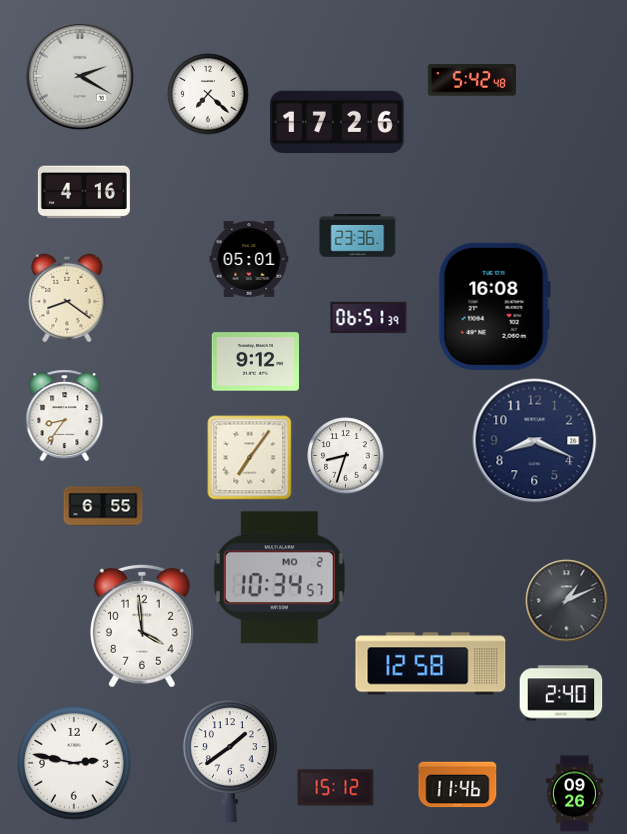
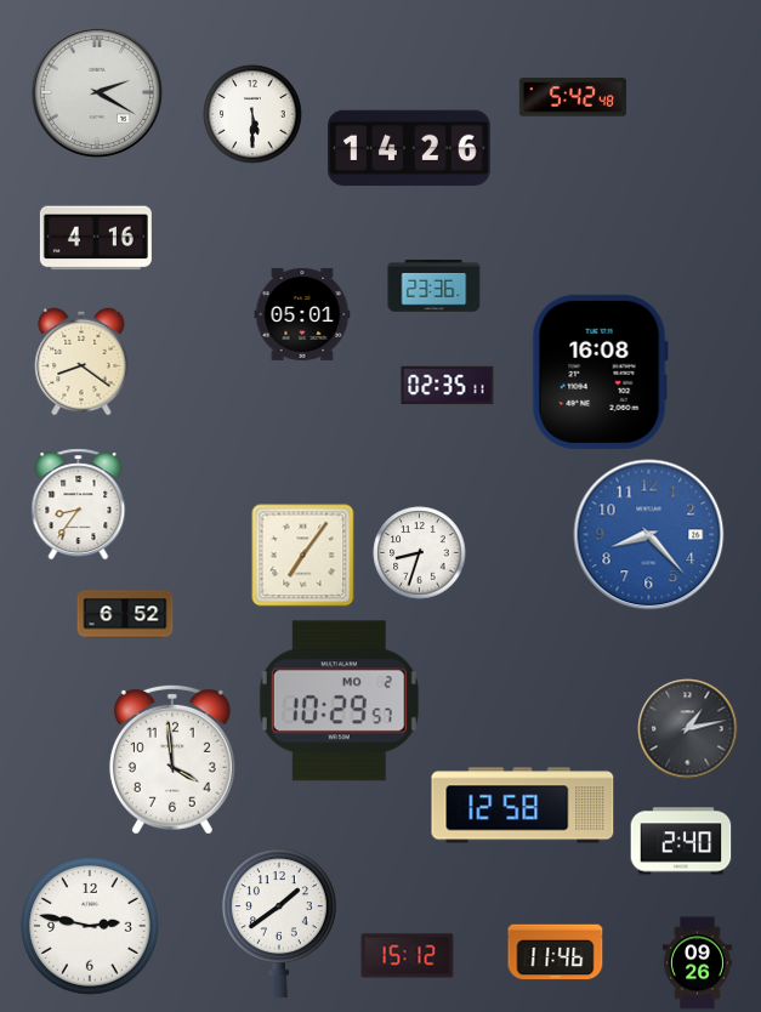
clock at (208, 94): 7:22 -> 5:30
clock at (337, 122): 17:26 -> 14:26
clock at (84, 192) position: (84, 192) -> (96, 238)
clock at (369, 318): 06:51 -> 02:35
clock at (255, 362): 9:12 -> none
clock at (535, 441): 8:19 -> 8:23
clock at (535, 441) dial: navy -> blue
clock at (103, 506): 6:55 -> 6:52
clock at (279, 578): 10:34 -> 10:29
clock at (567, 601): 1:11 -> 1:13
